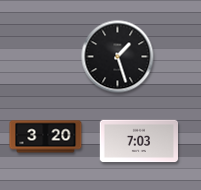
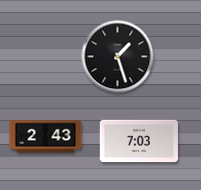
clock at (46, 137): 3:20 -> 2:43
